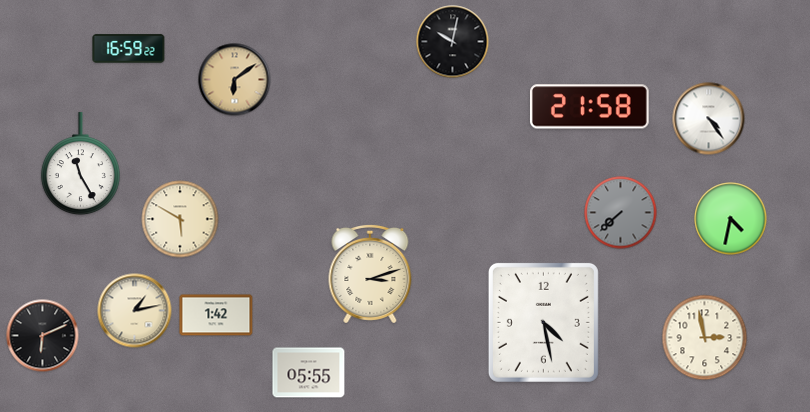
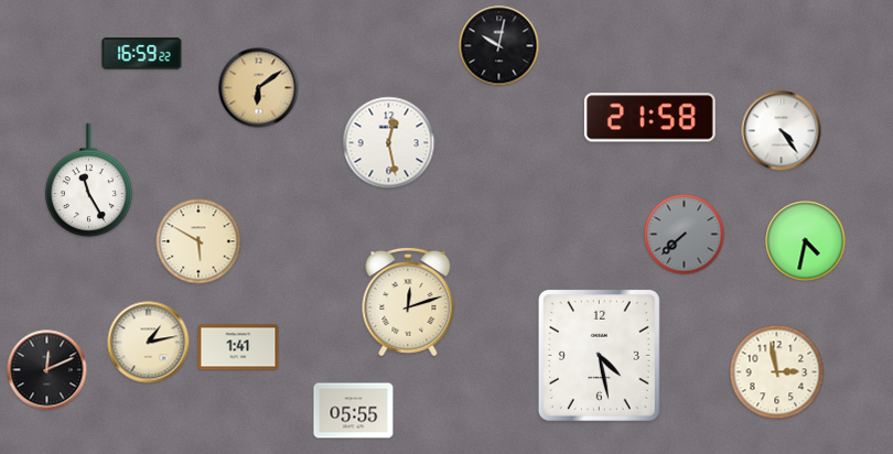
clock at (389, 143): none -> 12:28
clock at (370, 274): 3:12 -> 12:12
clock at (216, 315): 1:42 -> 1:41
clock at (43, 336): 6:11 -> 12:11
clock at (309, 373) position: (309, 373) -> (354, 411)
